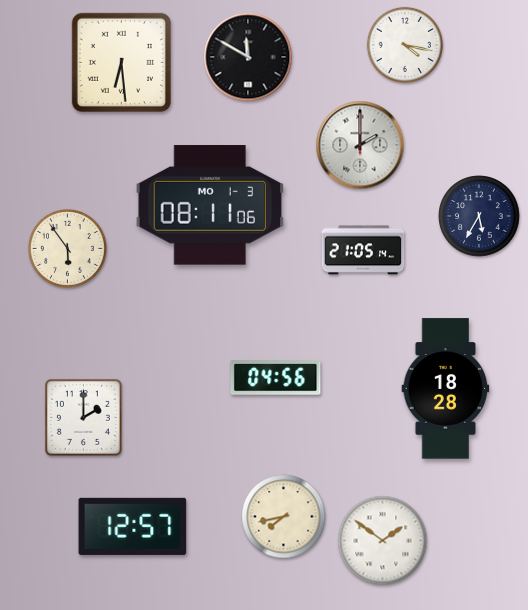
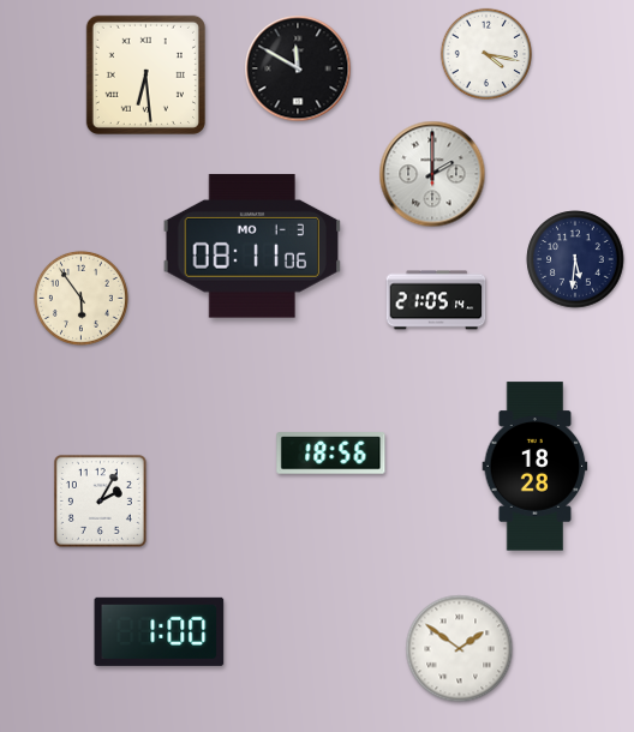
clock at (479, 216): 5:35 -> 5:31
clock at (276, 378): 04:56 -> 18:56
clock at (83, 417): 2:00 -> 2:05
clock at (284, 517): 7:43 -> none
clock at (133, 526): 12:57 -> 1:00
